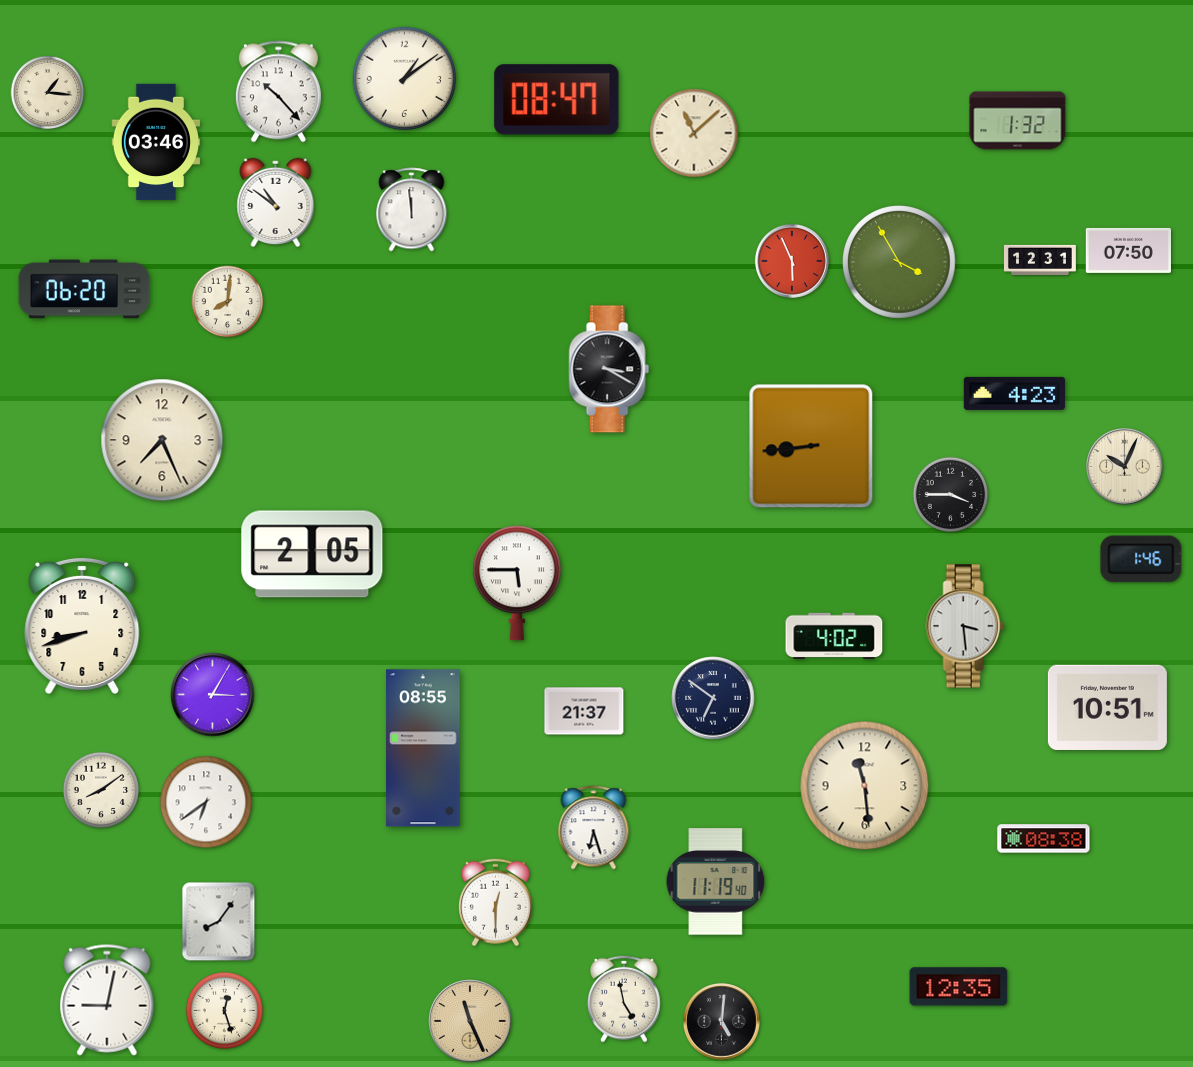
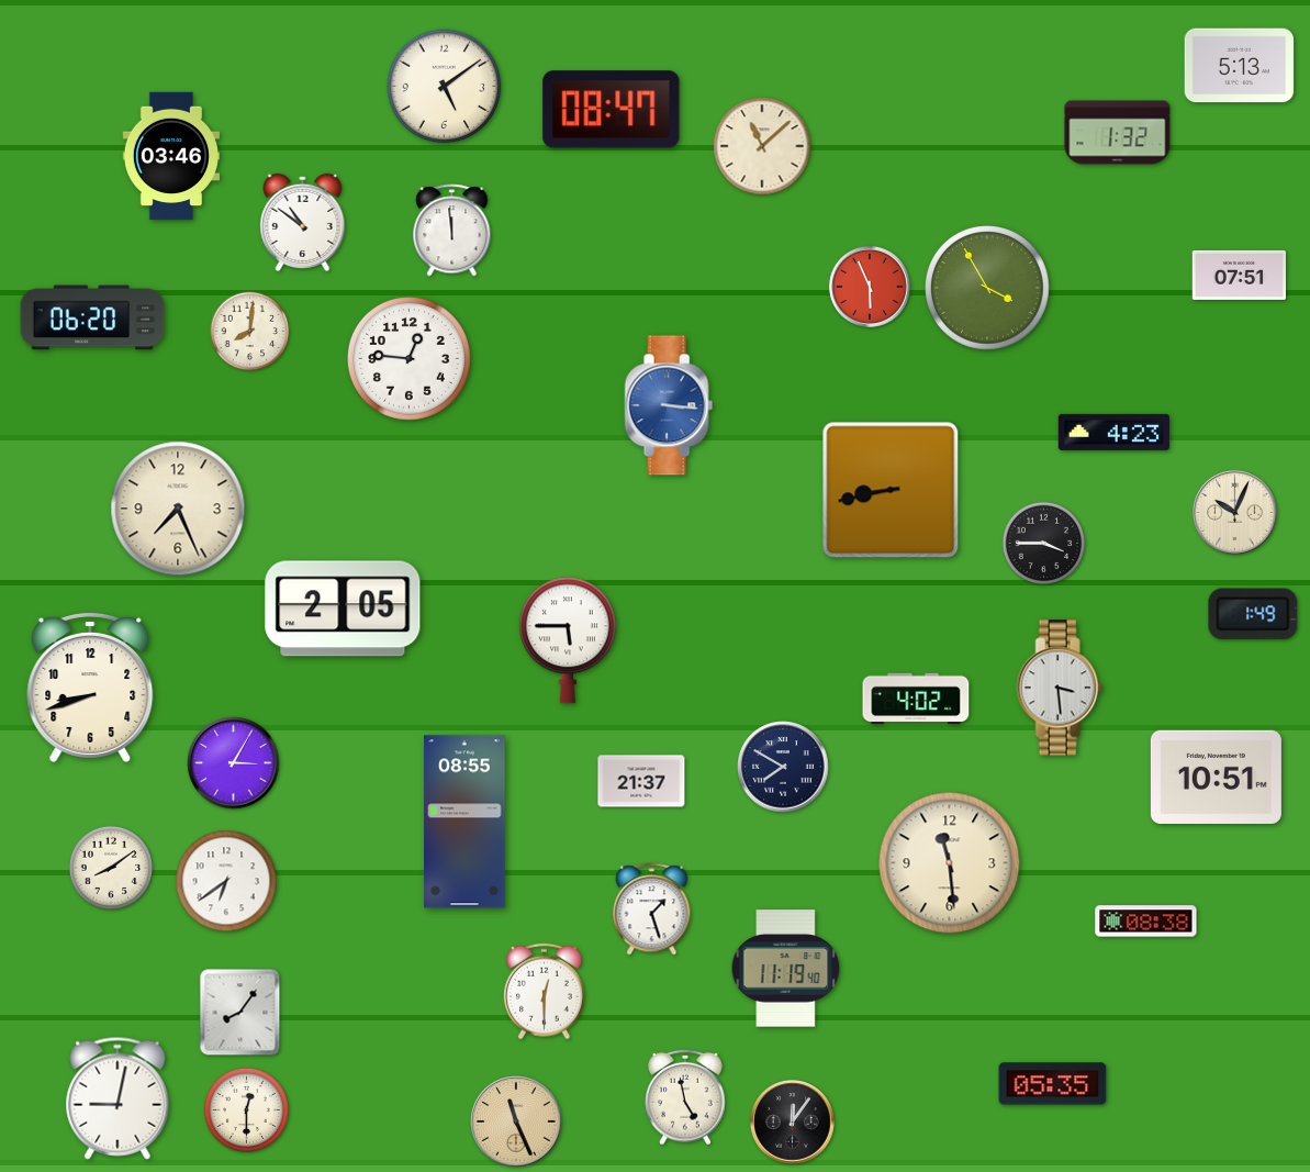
clock at (1240, 66): none -> 5:13
clock at (405, 79): 1:09 -> 5:09
clock at (278, 92): 10:23 -> none
clock at (48, 93): 1:16 -> none
clock at (1128, 250): 07:50 -> 07:51
clock at (1040, 260): 12:31 -> none
clock at (408, 358): none -> 12:46
clock at (609, 369): 3:20 -> 3:16
clock at (609, 369) dial: black -> blue
clock at (162, 440) position: (162, 440) -> (178, 509)
clock at (811, 446): 8:44 -> 8:43
clock at (1141, 559): 1:46 -> 1:49
clock at (713, 698): 6:51 -> 7:50
clock at (594, 828): 6:27 -> 1:27
clock at (959, 987): 12:35 -> 05:35
clock at (224, 1010): 12:27 -> 12:30
clock at (722, 1022): 5:01 -> 12:06
